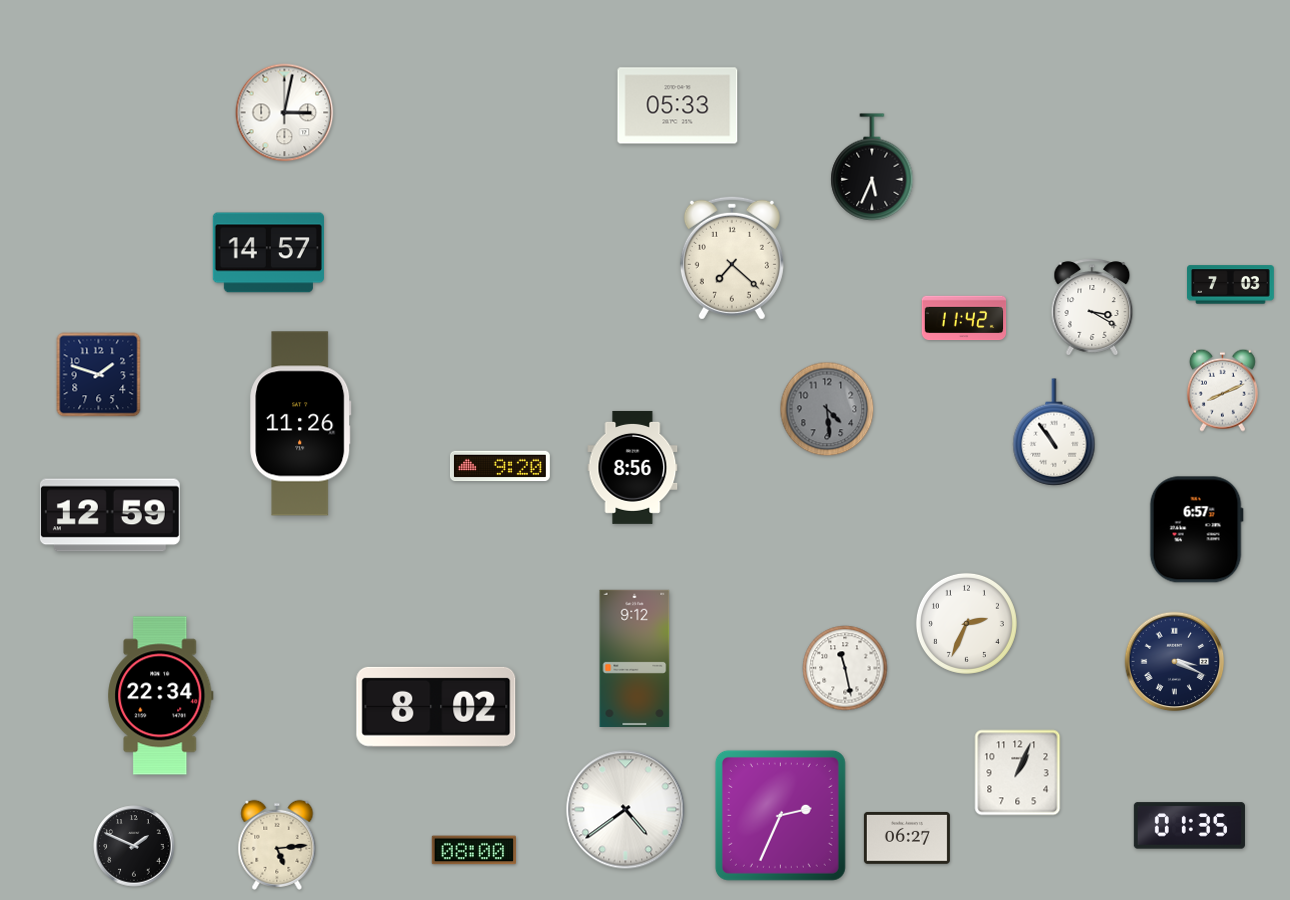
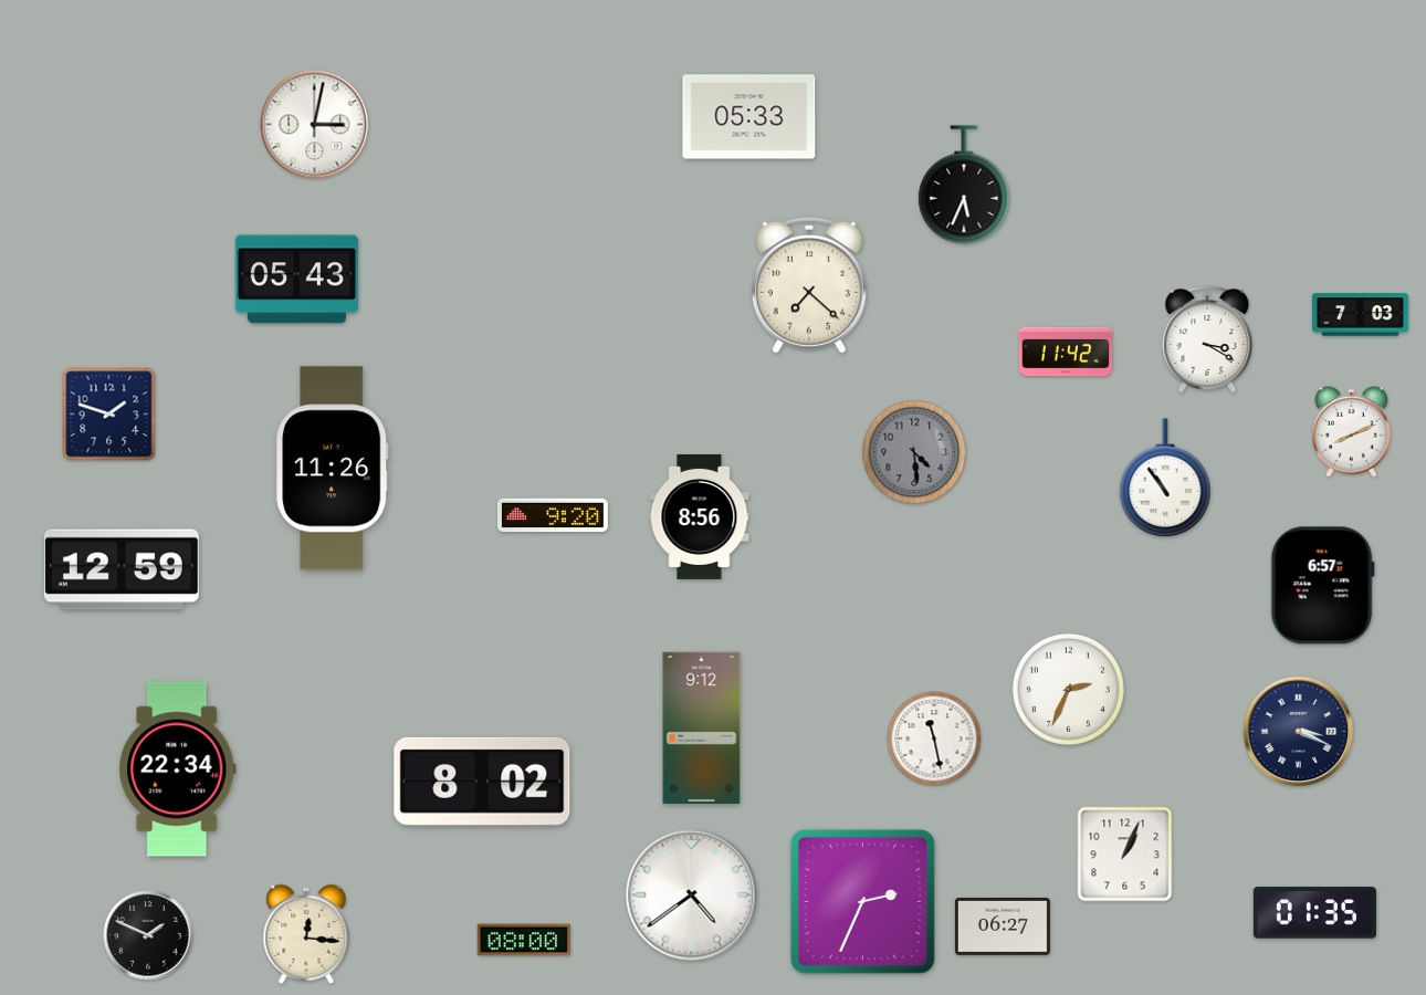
clock at (268, 253): 14:57 -> 05:43
clock at (277, 845): 5:14 -> 12:16
